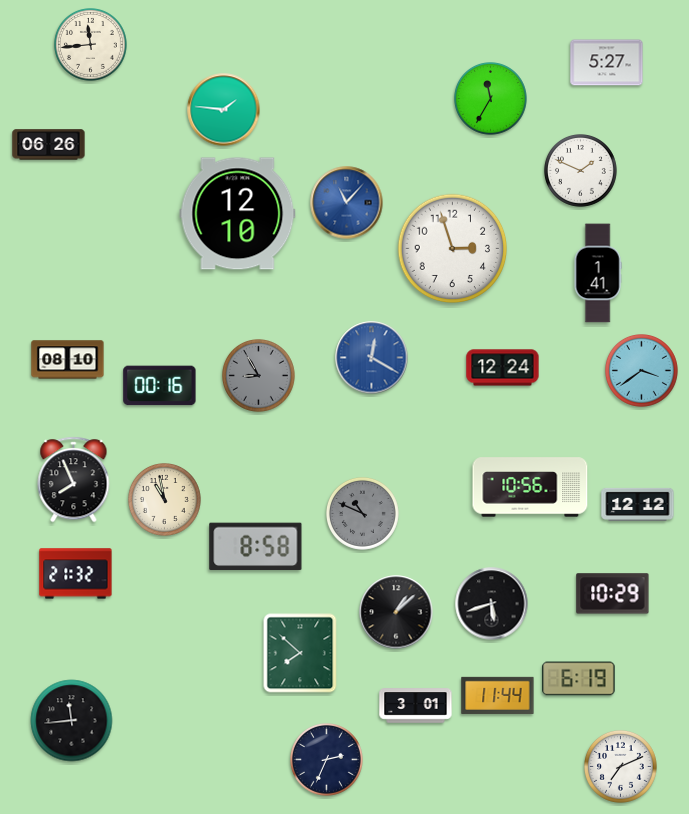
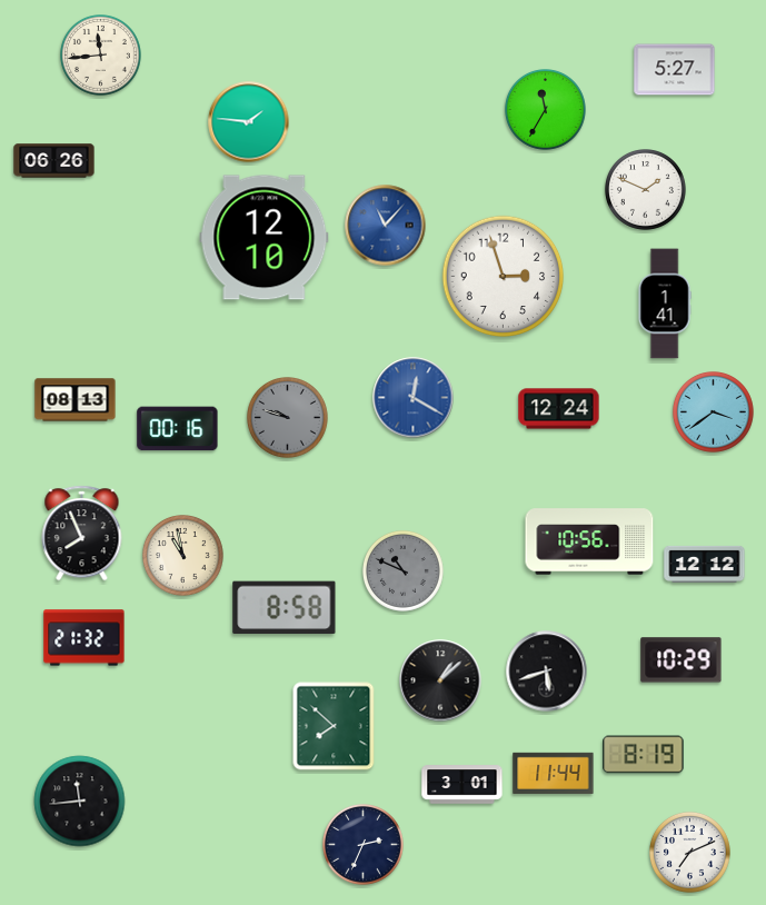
clock at (91, 45) position: (91, 45) -> (101, 56)
clock at (68, 360): 08:10 -> 08:13
clock at (259, 376): 8:55 -> 9:48
clock at (638, 504) position: (638, 504) -> (705, 564)
clock at (579, 679): 6:19 -> 8:19
